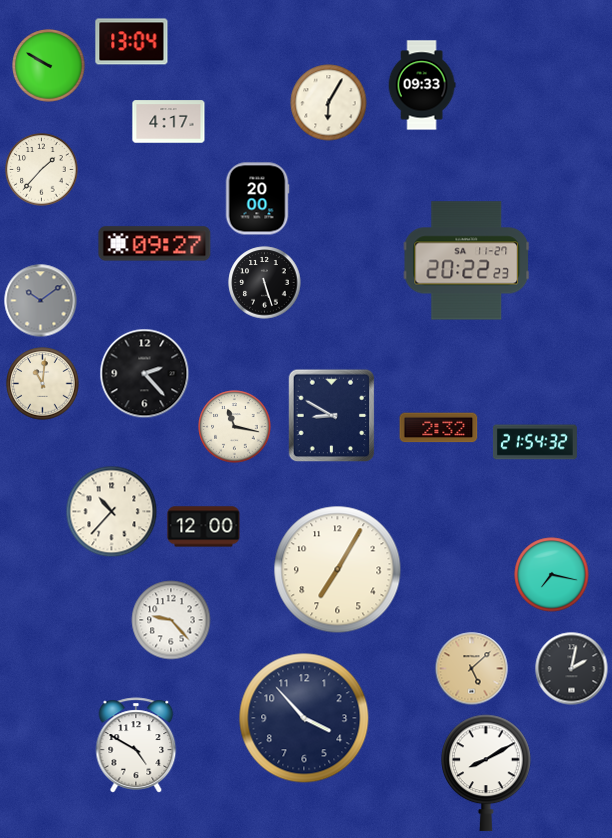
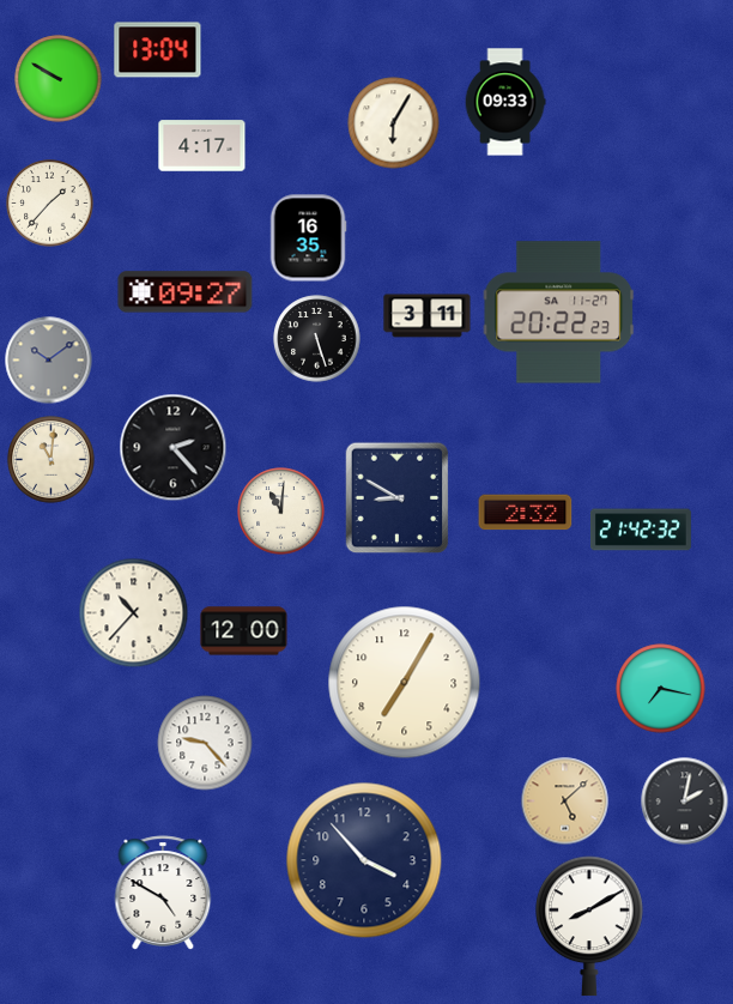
clock at (257, 199): 20:00 -> 16:35
clock at (428, 316): none -> 3:11
clock at (235, 427): 11:17 -> 11:01
clock at (535, 442): 21:54 -> 21:42
clock at (486, 773) position: (486, 773) -> (589, 926)
